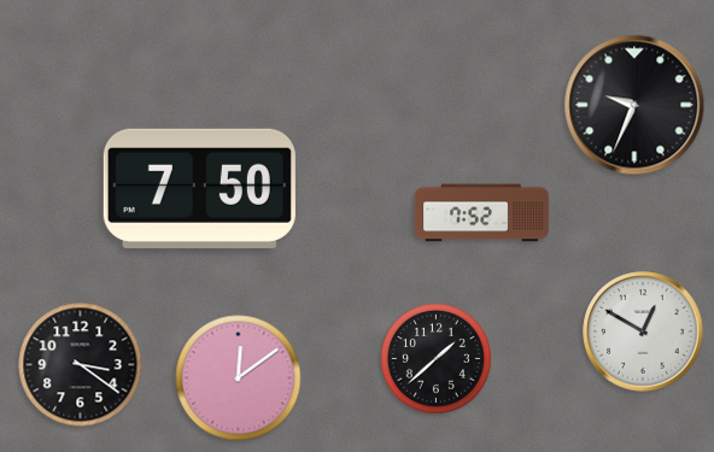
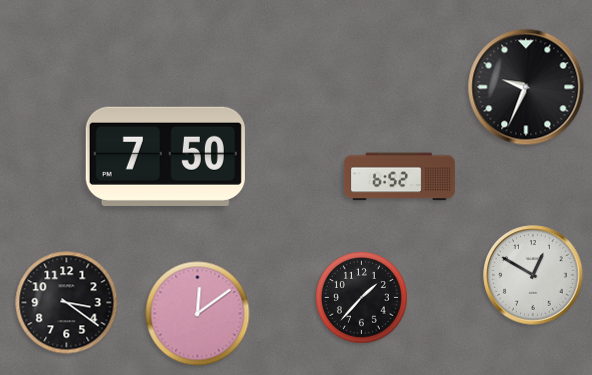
clock at (481, 213): 7:52 -> 6:52
clock at (435, 358): 1:38 -> 1:37
